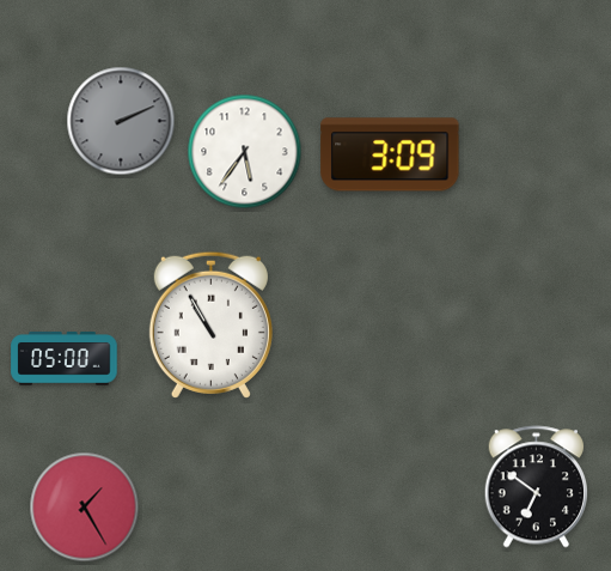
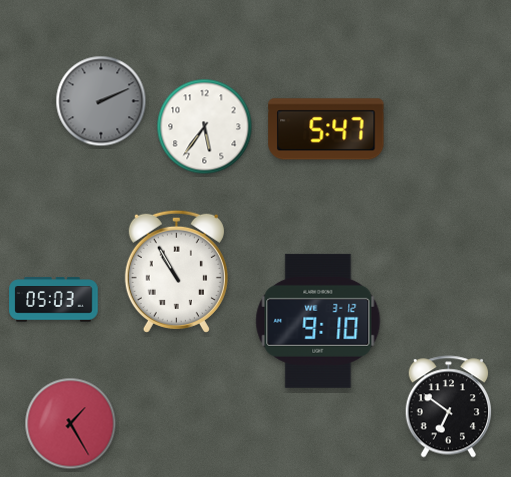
clock at (390, 154): 3:09 -> 5:47
clock at (65, 359): 05:00 -> 05:03
clock at (318, 321): none -> 9:10
